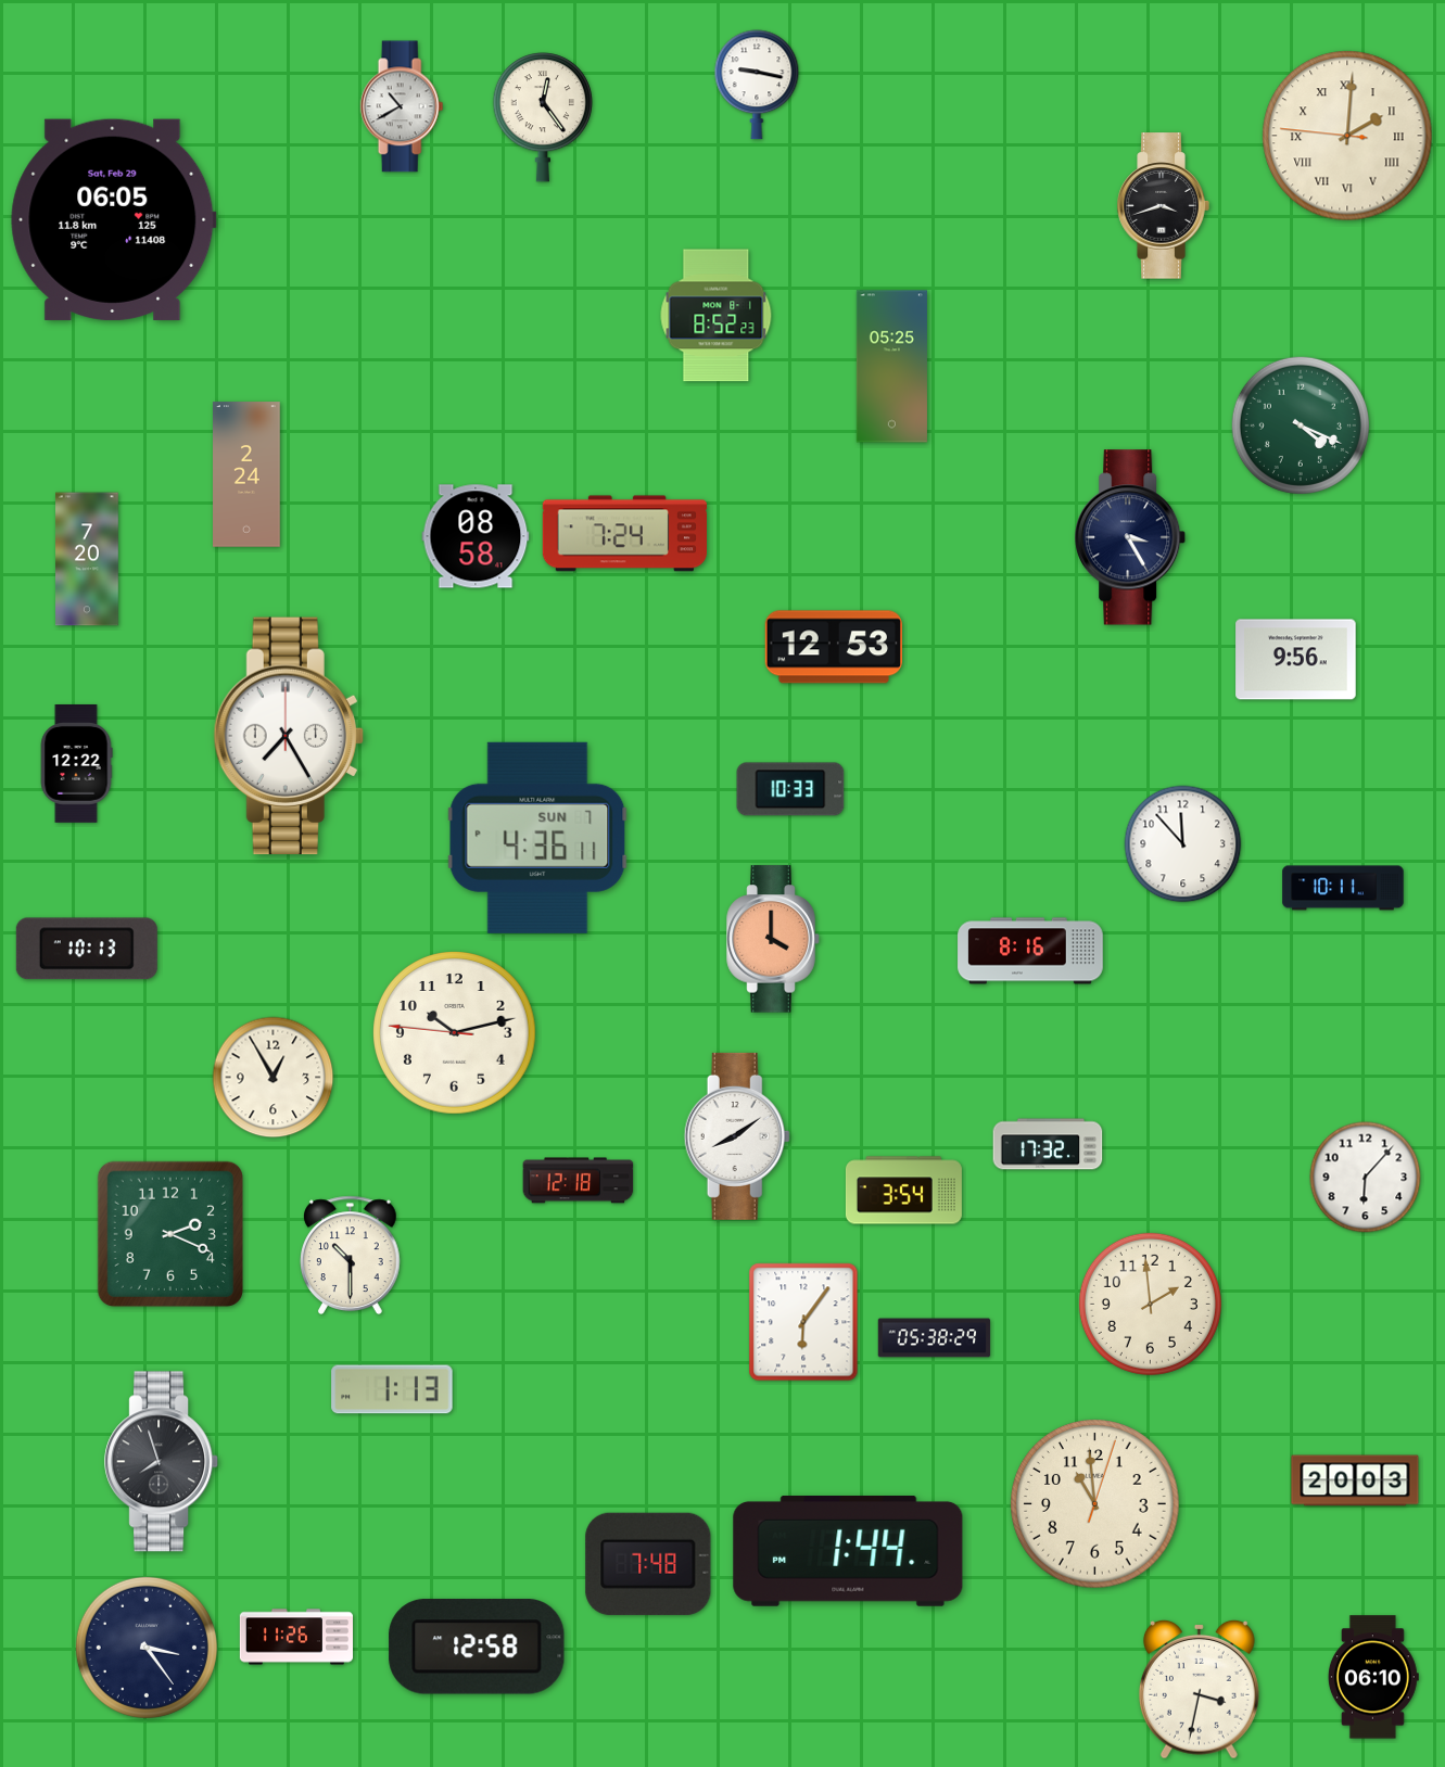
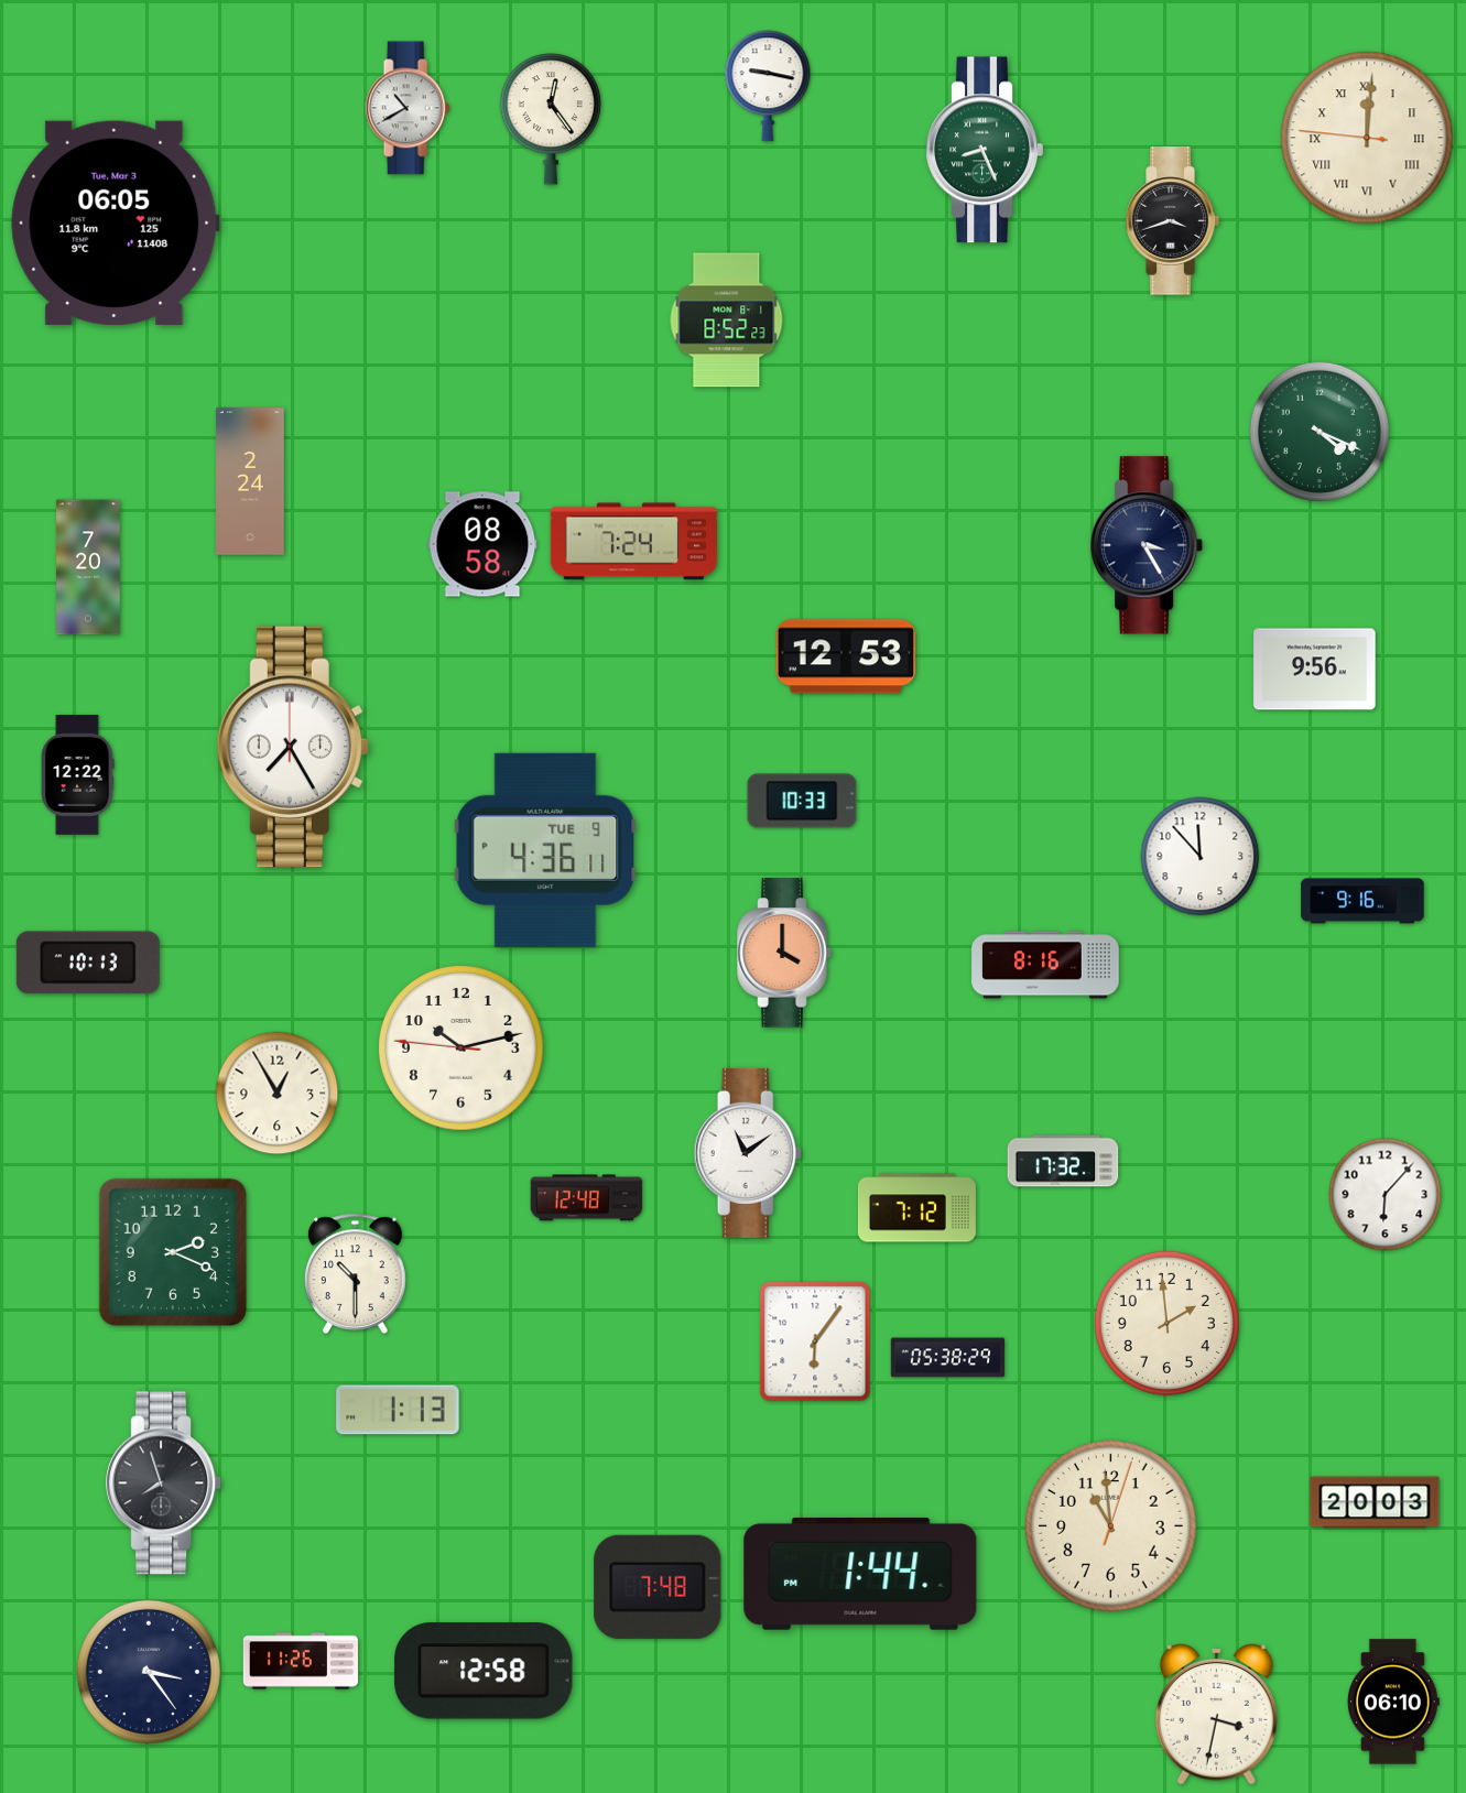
clock at (1347, 136): 2:00 -> 12:00
clock at (985, 150): none -> 8:26
clock at (1163, 206) position: (1163, 206) -> (1172, 221)
clock at (114, 219) date: Sat, Feb 29 -> Tue, Mar 3
clock at (891, 367): 05:25 -> none
clock at (537, 838) date: SUN 7 -> TUE 9
clock at (1343, 888): 10:11 -> 9:16
clock at (737, 1136): 8:09 -> 11:09
clock at (579, 1181): 12:18 -> 12:48
clock at (903, 1191): 3:54 -> 7:12
